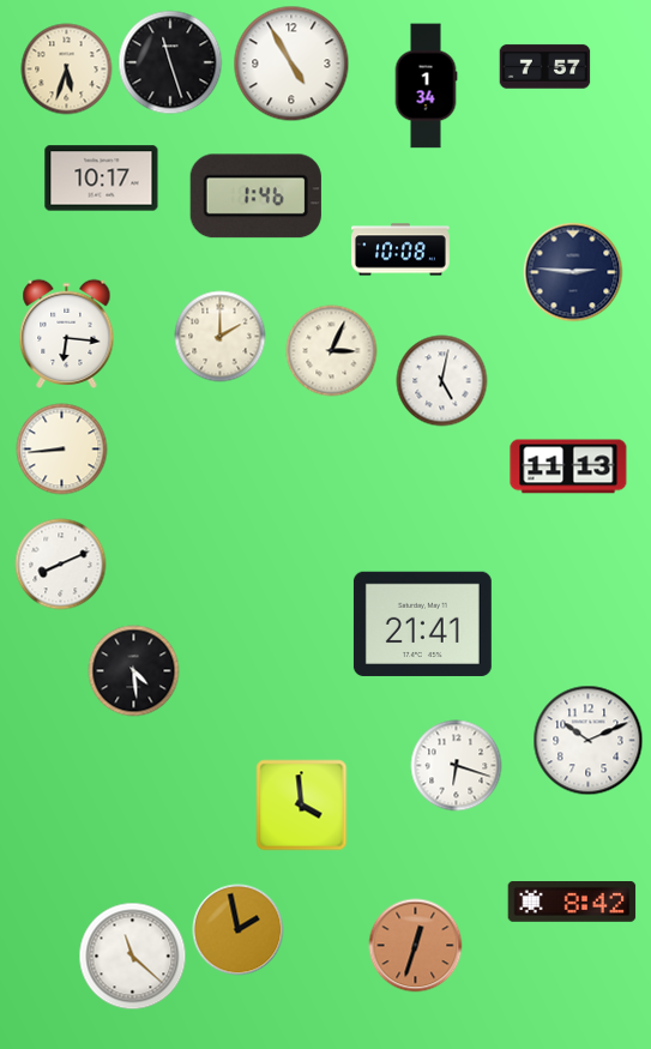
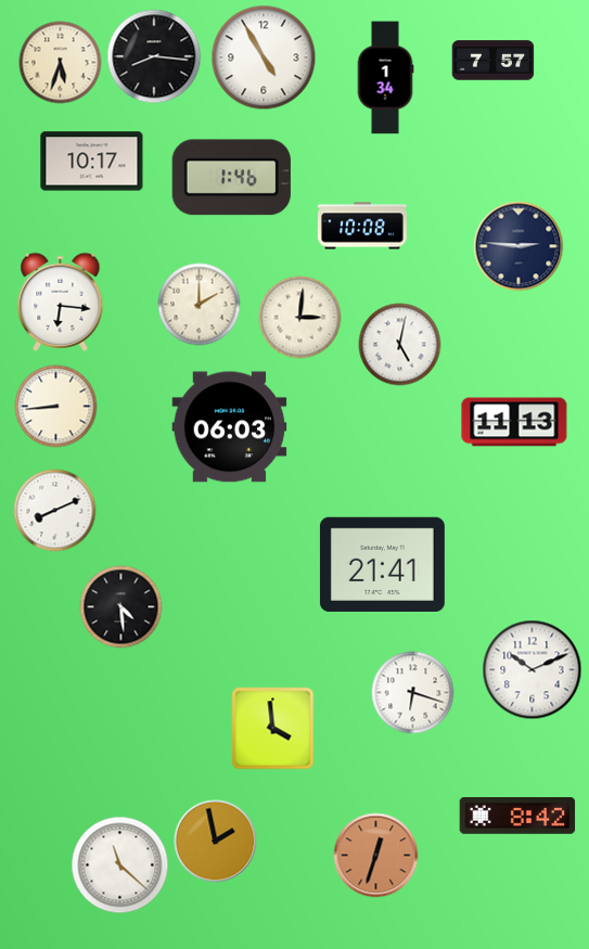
clock at (170, 62): 11:27 -> 8:16
clock at (332, 351): 3:04 -> 3:01
clock at (230, 427): none -> 06:03
